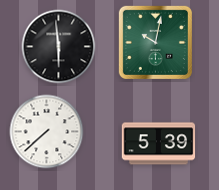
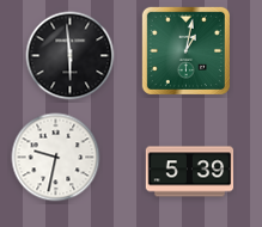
clock at (155, 42): 10:02 -> 1:02
clock at (47, 132): 7:38 -> 9:32
